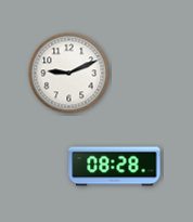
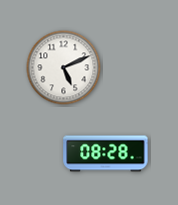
clock at (69, 74): 9:11 -> 5:11
